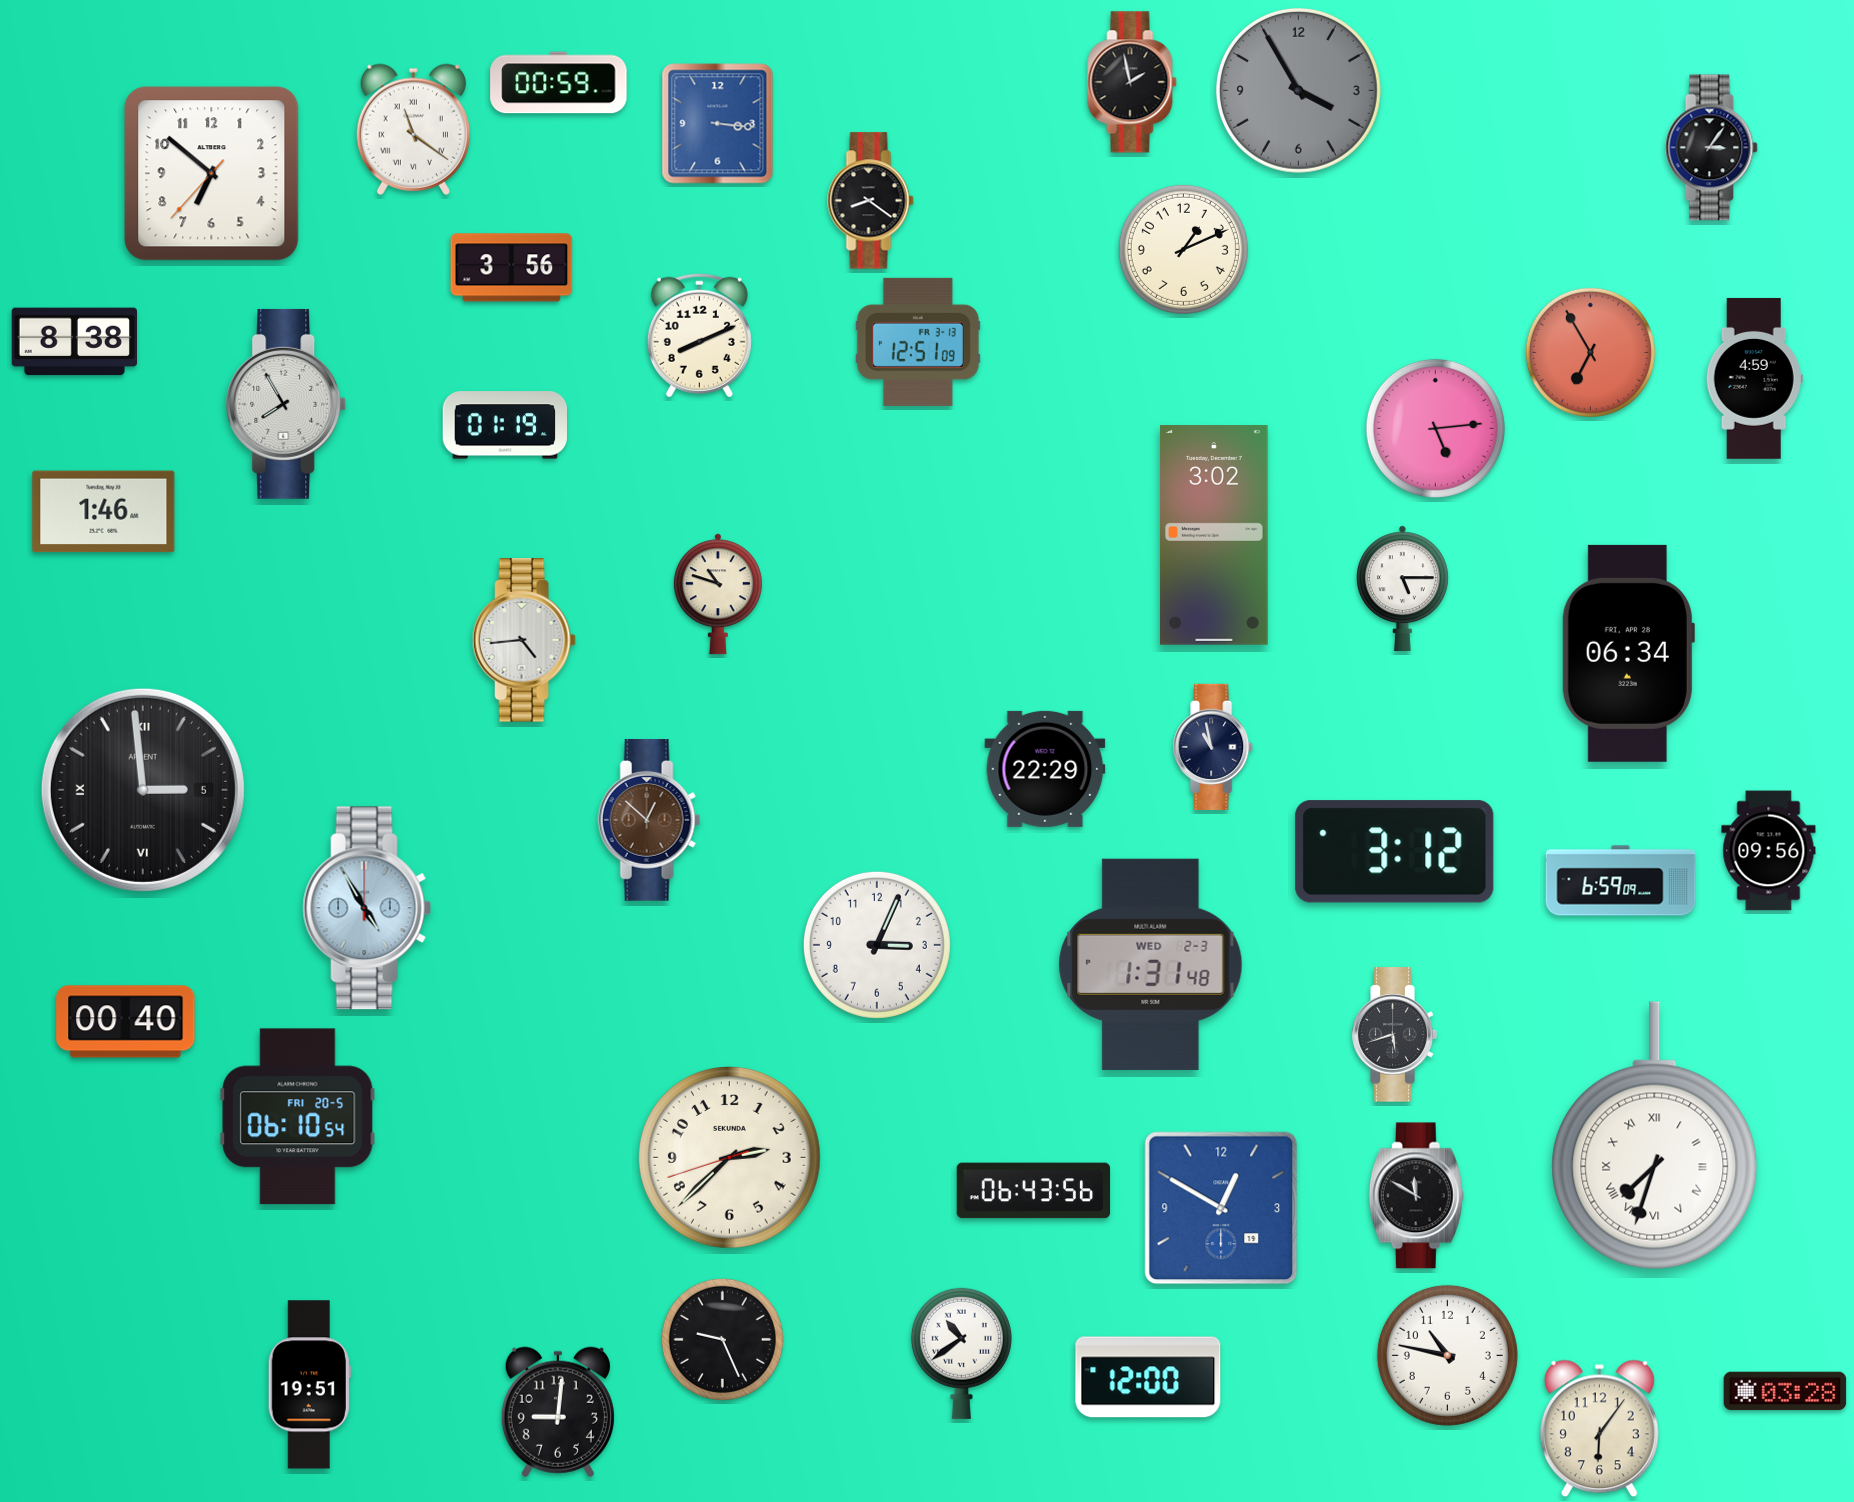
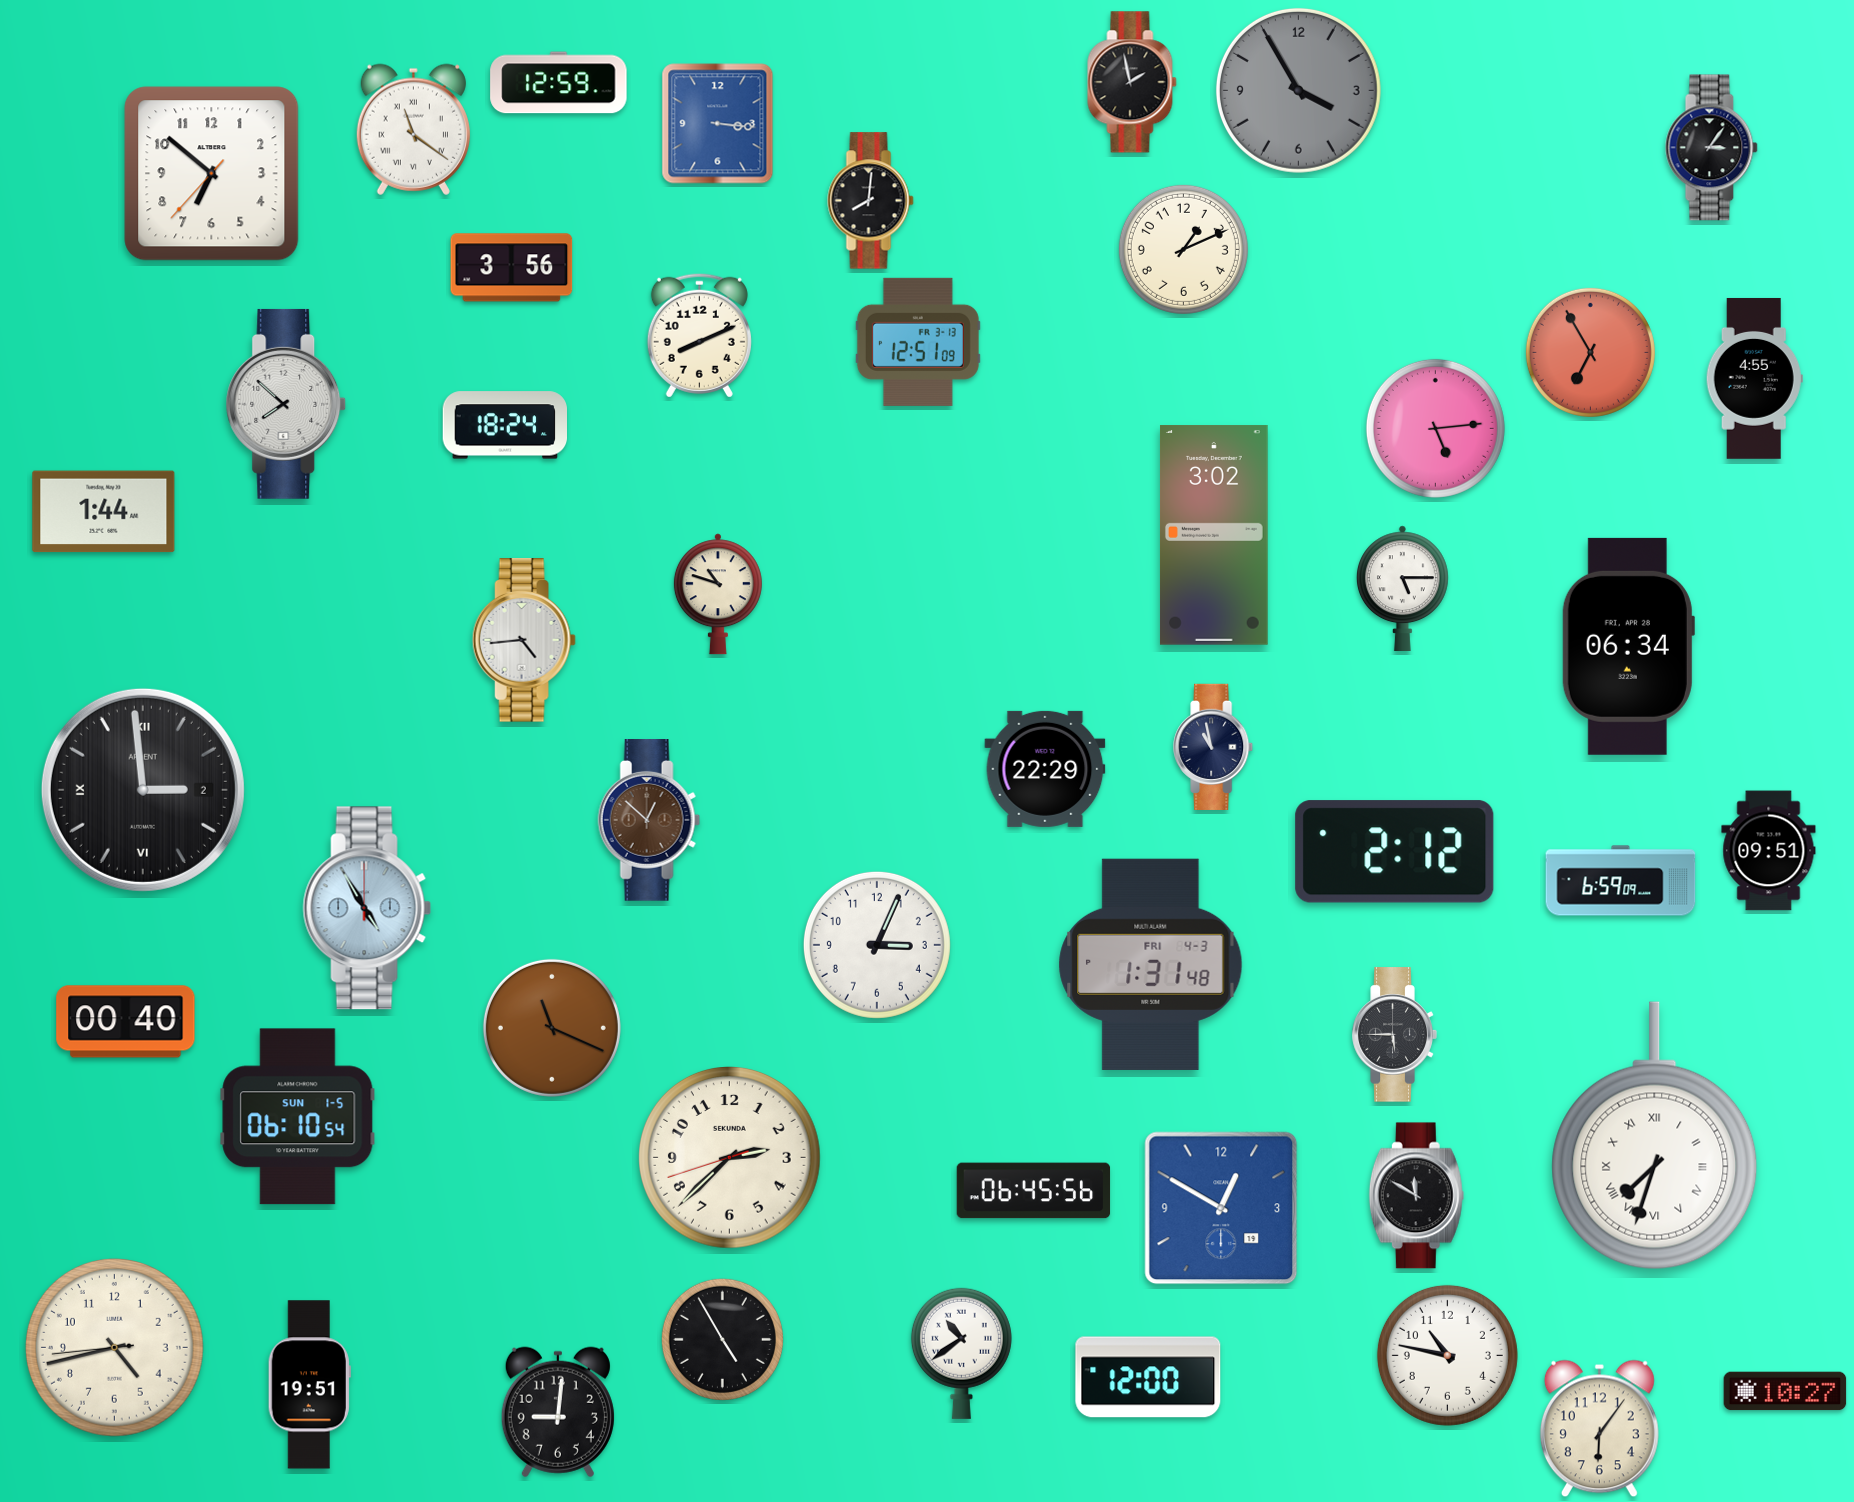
clock at (559, 83): 00:59 -> 12:59
clock at (871, 201): 8:21 -> 8:01
clock at (74, 342): 8:38 -> none
clock at (1754, 378): 4:59 -> 4:55
clock at (286, 404): 7:55 -> 7:52
clock at (504, 425): 01:19 -> 18:24
clock at (104, 512): 1:46 -> 1:44
clock at (1628, 653) position: (1628, 653) -> (1628, 646)
clock at (143, 790) date: 5 -> 2
clock at (1769, 851): 09:56 -> 09:51
clock at (1395, 852): 3:12 -> 2:12
clock at (1151, 964) date: WED 2-3 -> FRI 4-3
clock at (552, 1028): none -> 11:19
clock at (1394, 1035): 5:42 -> 5:45
clock at (298, 1117) date: FRI 20-5 -> SUN 1-5
clock at (1034, 1191): 06:43 -> 06:45
clock at (722, 1339): 9:26 -> 4:55
clock at (114, 1347): none -> 4:42
clock at (1785, 1391): 03:28 -> 10:27
